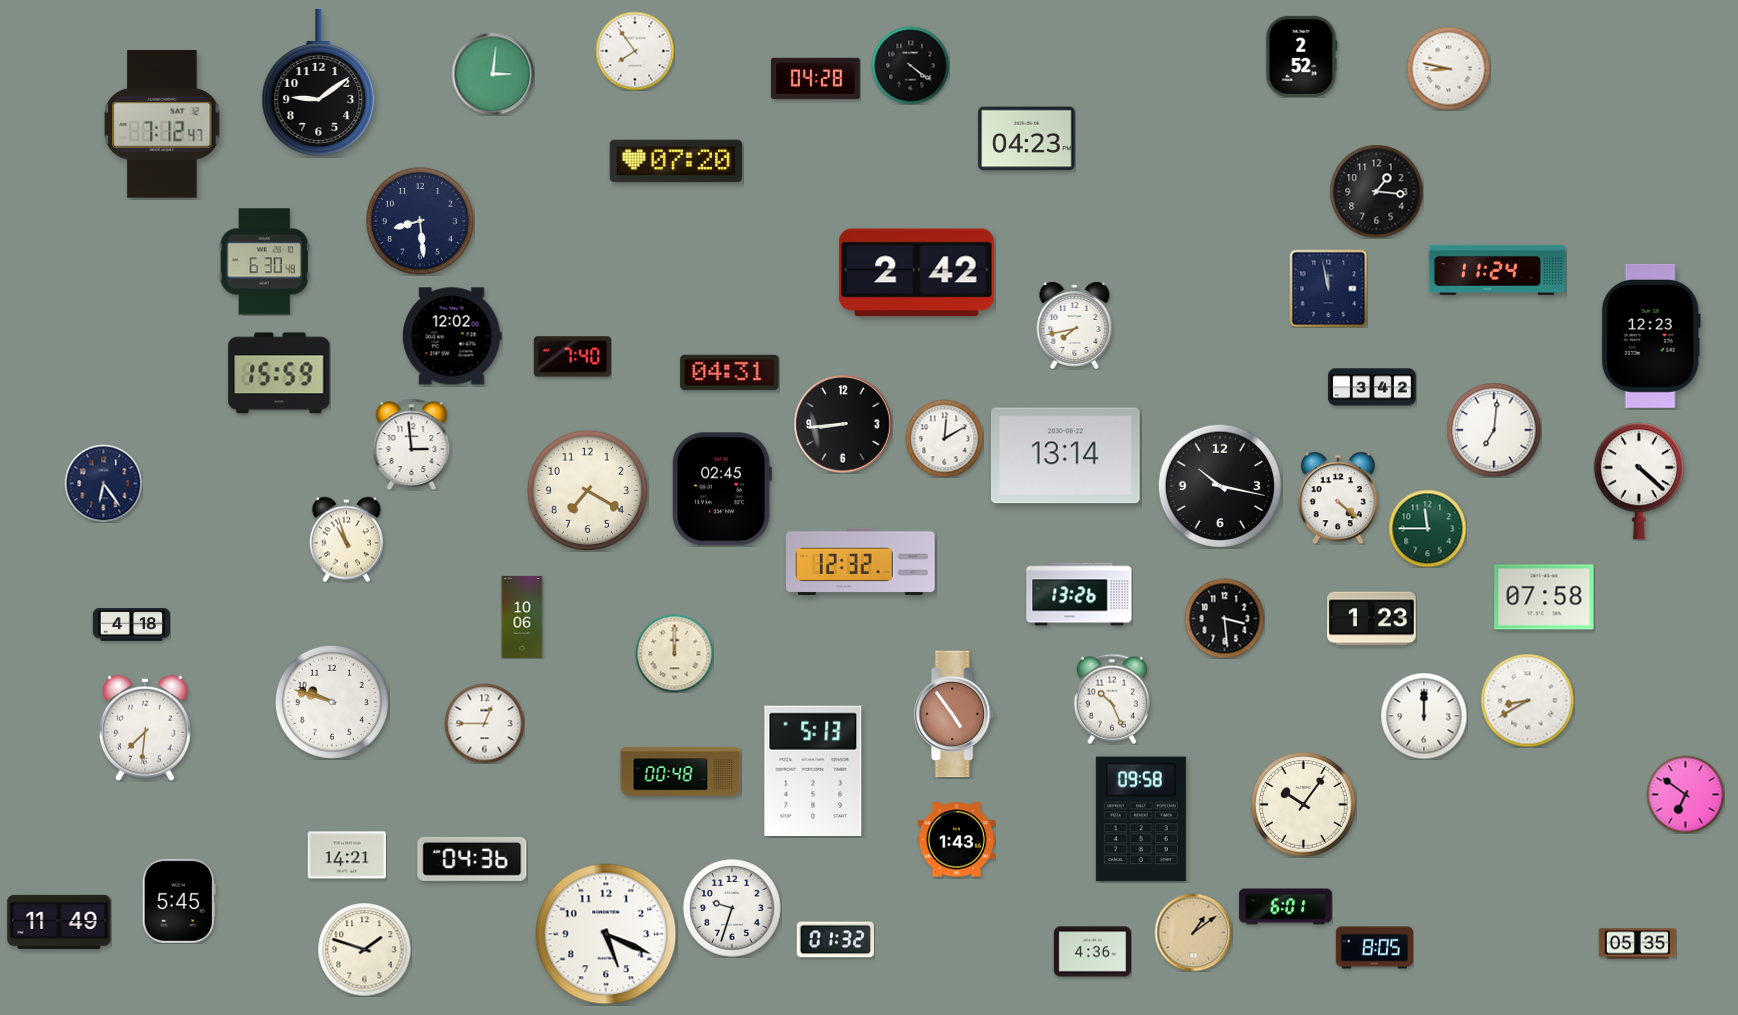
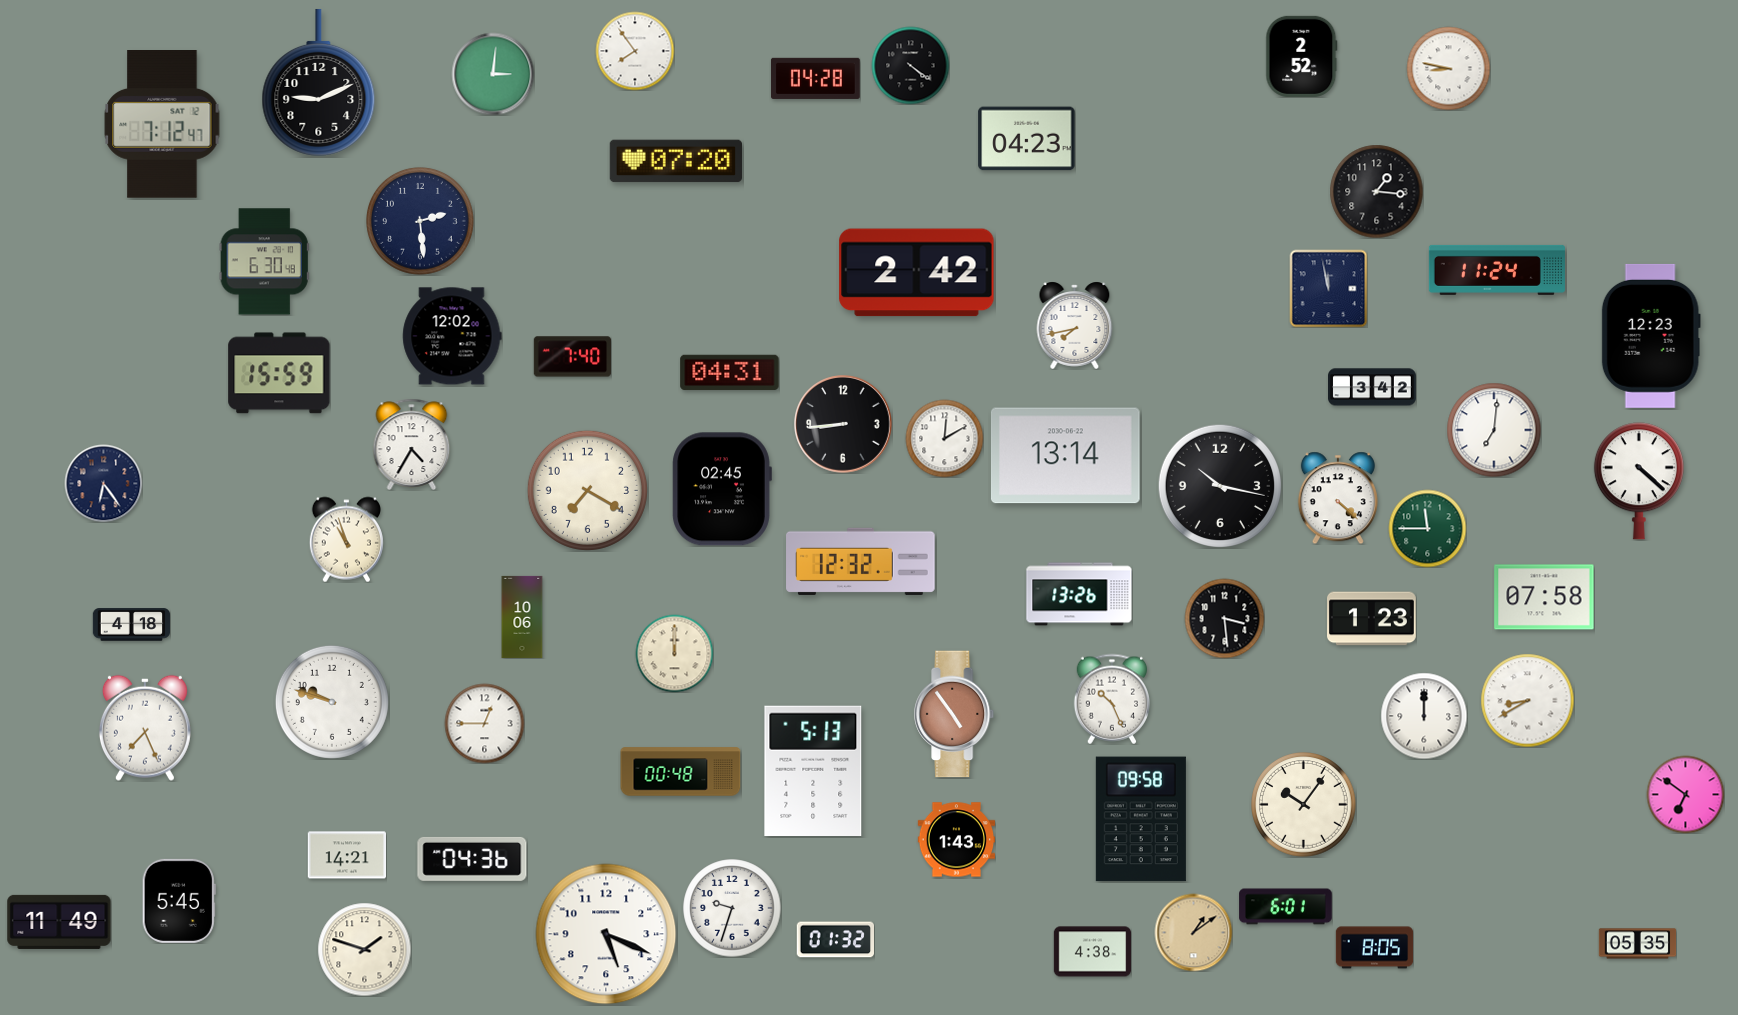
clock at (319, 82): 9:09 -> 9:11
clock at (420, 221): 8:29 -> 2:29
clock at (412, 444): 2:59 -> 4:35
clock at (145, 728): 7:31 -> 7:26
clock at (1092, 952): 4:36 -> 4:38
